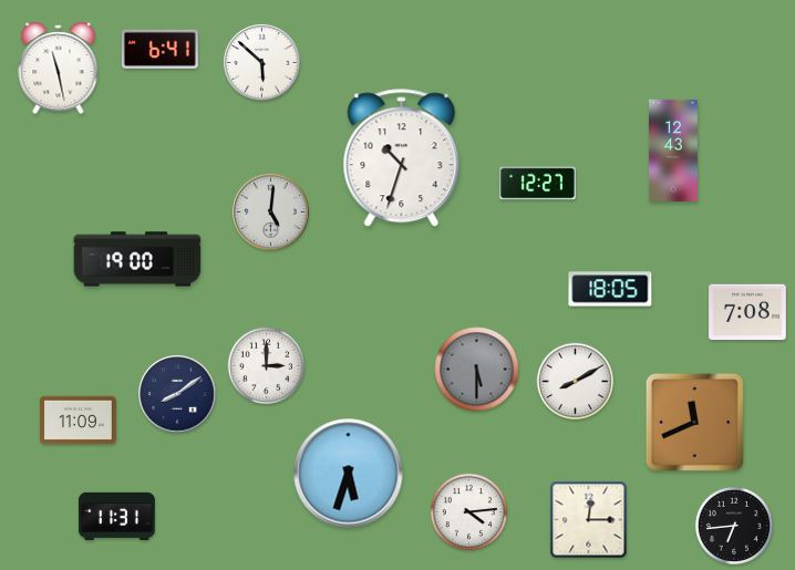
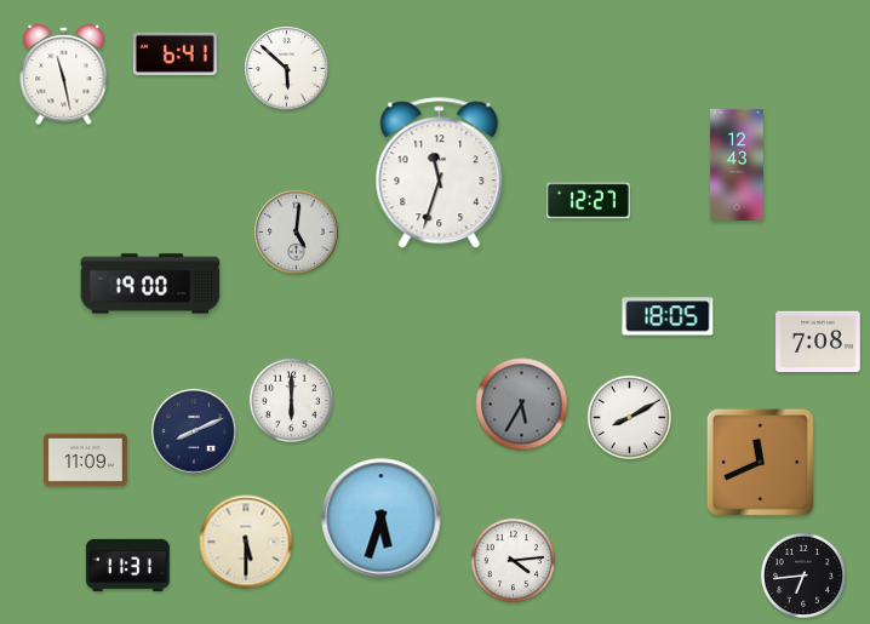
clock at (402, 158): 10:33 -> 11:33
clock at (266, 365): 3:00 -> 6:00
clock at (477, 370): 5:30 -> 5:35
clock at (177, 394): 8:09 -> 8:11
clock at (246, 542): none -> 5:30
clock at (589, 520): 12:15 -> none
